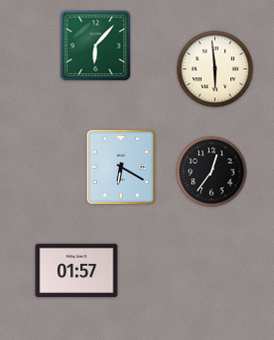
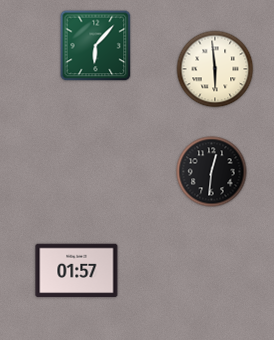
clock at (121, 167): 6:20 -> none
clock at (212, 172): 12:36 -> 12:31
